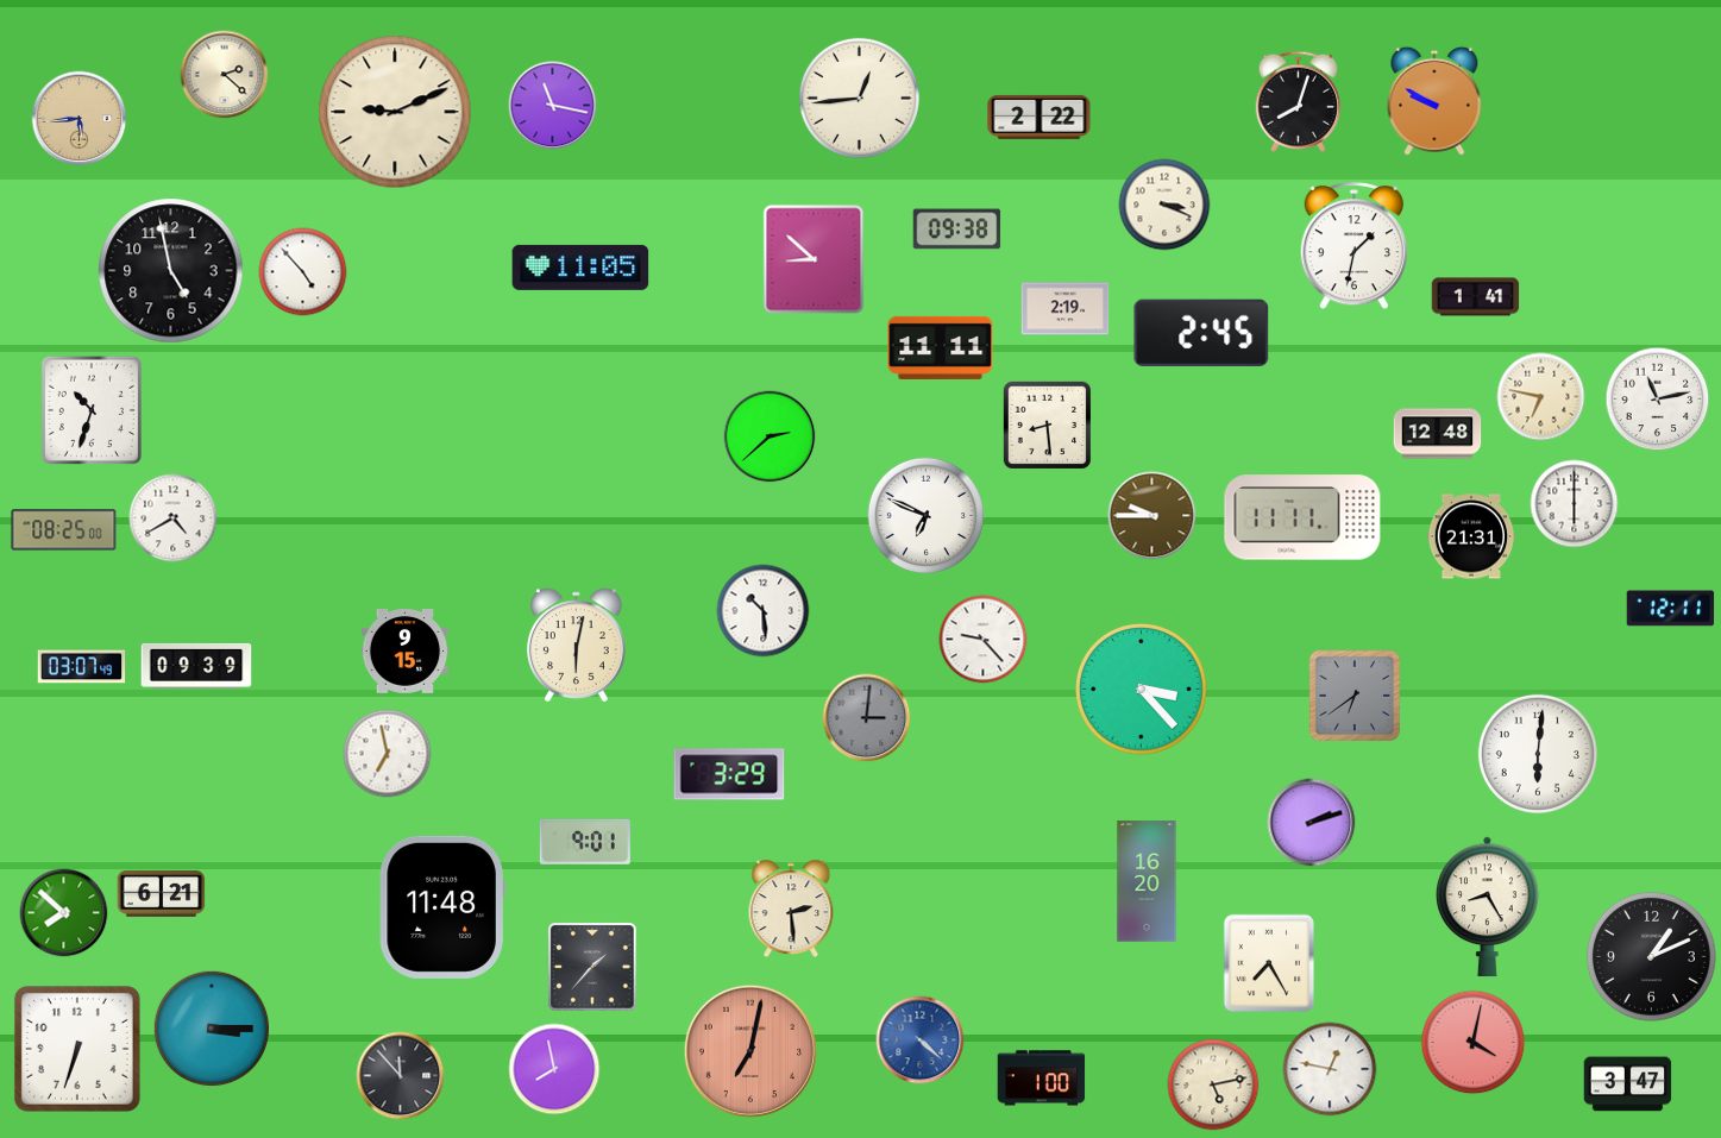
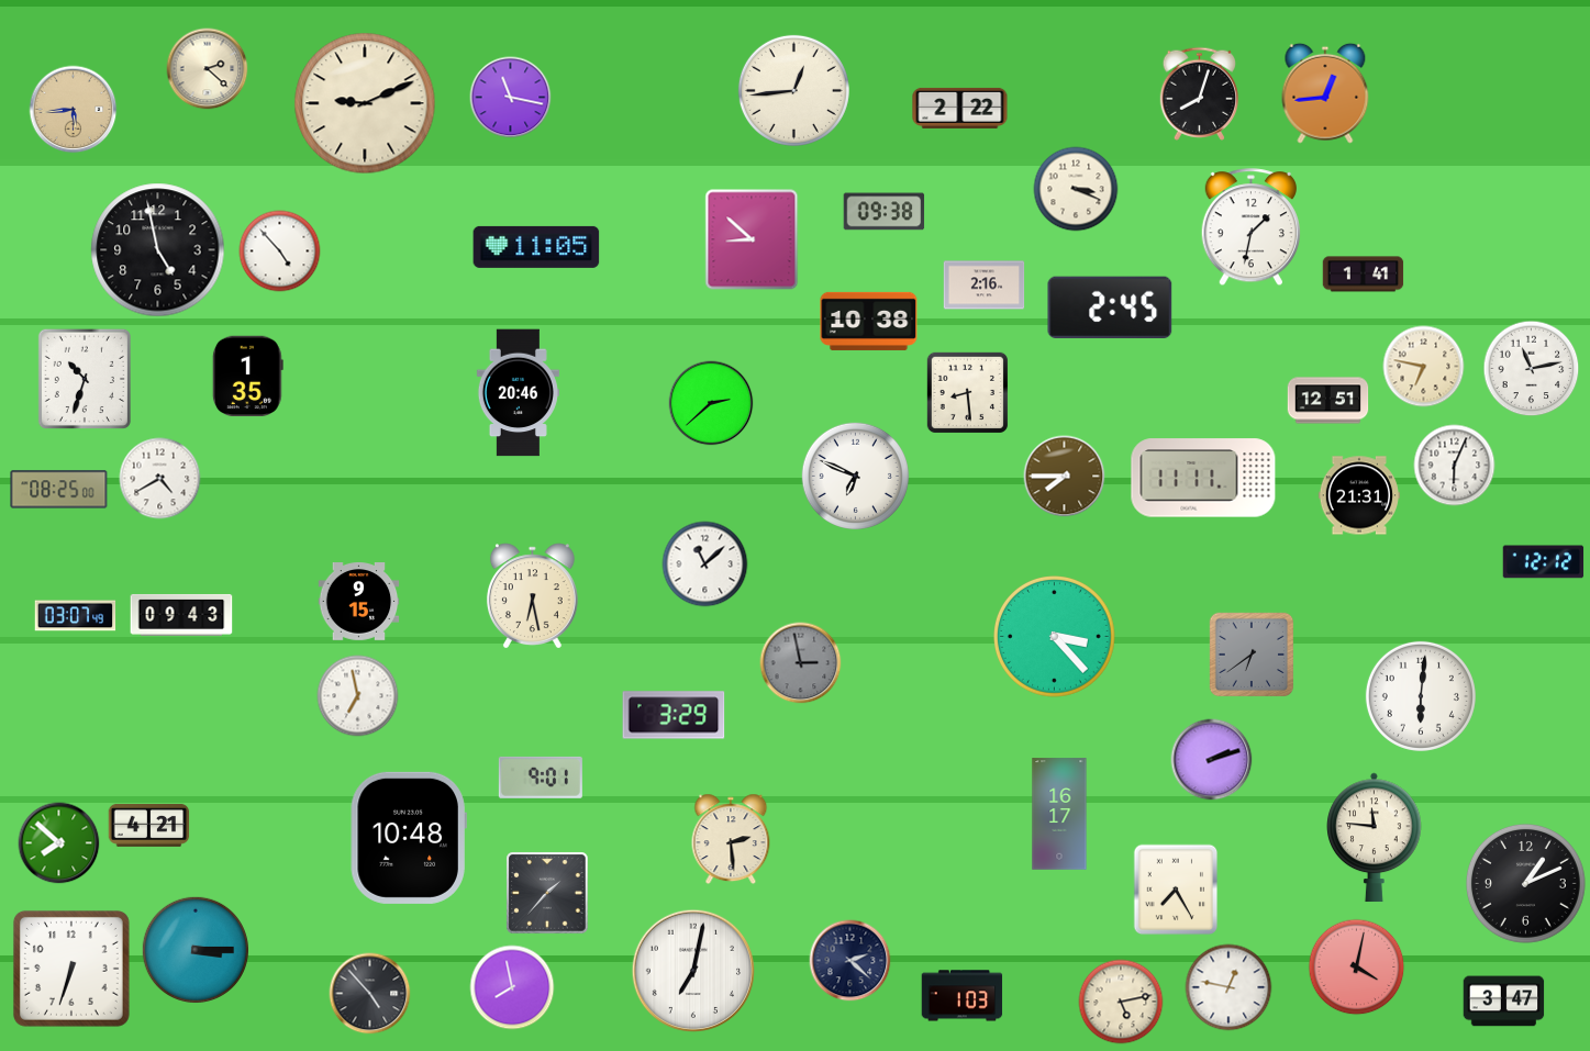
clock at (1434, 101): 9:50 -> 12:44
clock at (1066, 309): 2:19 -> 2:16
clock at (941, 347): 11:11 -> 10:38
clock at (247, 377): none -> 1:35
clock at (518, 393): none -> 20:46
clock at (1438, 434): 12:48 -> 12:51
clock at (1575, 504): 6:00 -> 6:04
clock at (1152, 516): 9:45 -> 7:45
clock at (1671, 609): 12:11 -> 12:12
clock at (764, 611): 10:29 -> 11:08
clock at (984, 640): 9:23 -> none
clock at (576, 645): 6:02 -> 6:28
clock at (406, 652) position: (406, 652) -> (359, 602)
clock at (196, 666): 09:39 -> 09:43
clock at (1355, 696) position: (1355, 696) -> (1252, 655)
clock at (867, 718): 3:01 -> 2:58
clock at (1147, 881): 16:20 -> 16:17
clock at (162, 893): 6:21 -> 4:21
clock at (1488, 906): 8:25 -> 11:46
clock at (442, 907): 11:48 -> 10:48
clock at (1269, 963) position: (1269, 963) -> (1176, 890)
clock at (921, 1040): 4:22 -> 2:22
clock at (921, 1040) dial: blue -> navy
clock at (1474, 1043) position: (1474, 1043) -> (1357, 968)
clock at (749, 1050) dial: salmon -> white
clock at (401, 1076): 11:53 -> 4:53
clock at (1042, 1079): 1:00 -> 1:03
